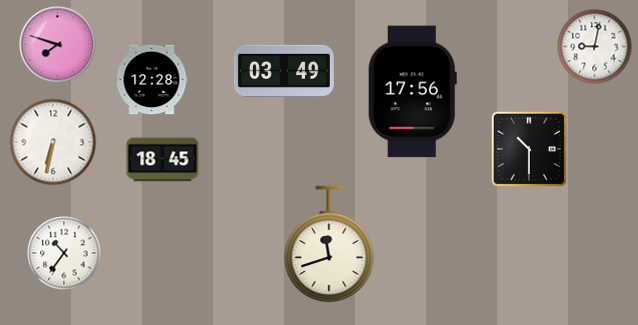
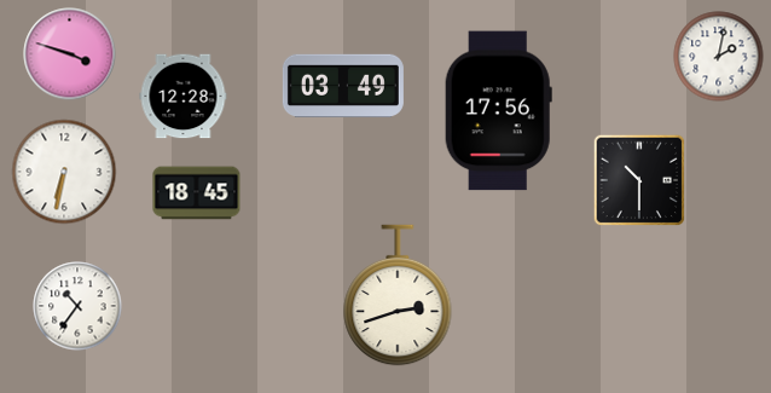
clock at (58, 45): 7:48 -> 3:48
clock at (595, 47): 9:02 -> 2:02
clock at (329, 244): 11:42 -> 2:42
